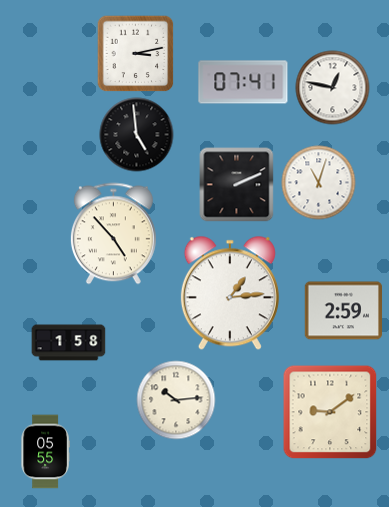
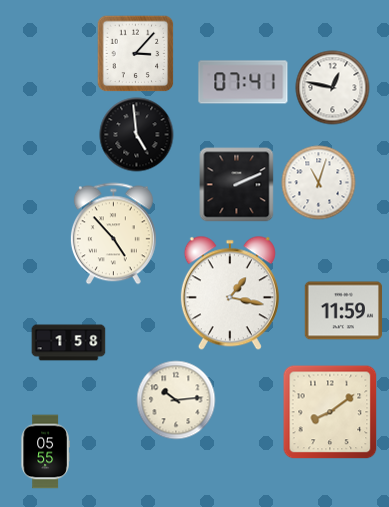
clock at (136, 54): 3:13 -> 3:07
clock at (230, 293): 1:14 -> 1:17
clock at (344, 311): 2:59 -> 11:59
clock at (330, 412): 9:09 -> 8:09
